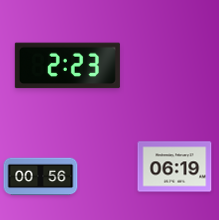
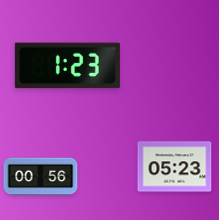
clock at (67, 66): 2:23 -> 1:23
clock at (175, 167): 06:19 -> 05:23
